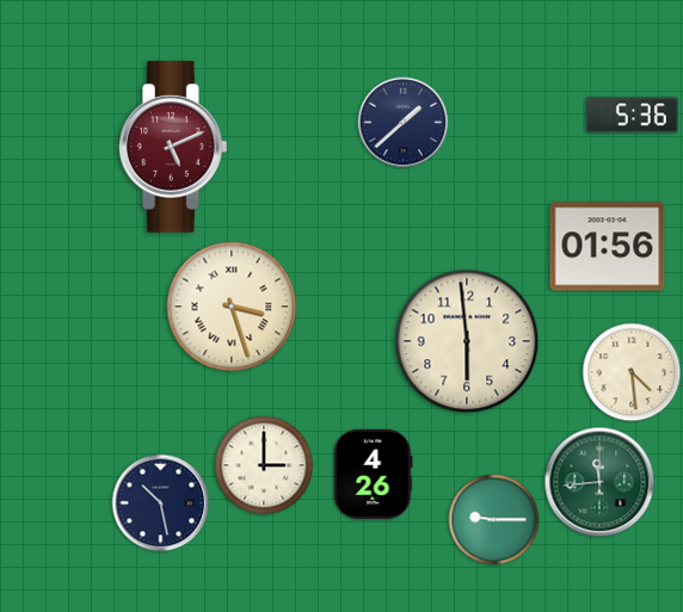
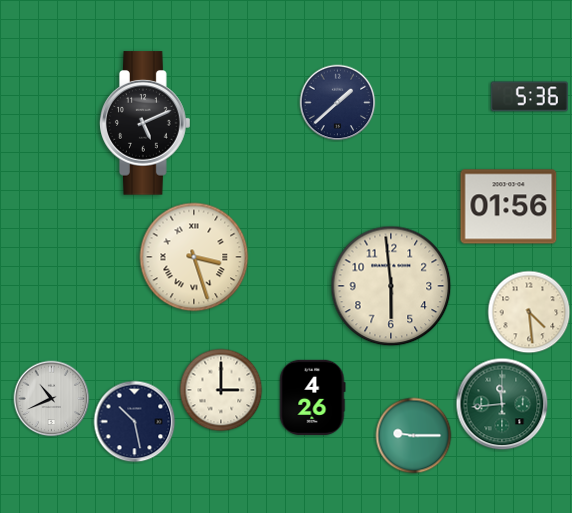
clock at (173, 147) dial: burgundy -> black
clock at (52, 399): none -> 10:41
